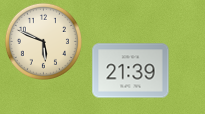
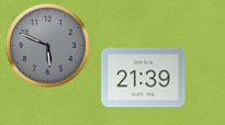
clock at (43, 41) dial: cream -> grey
